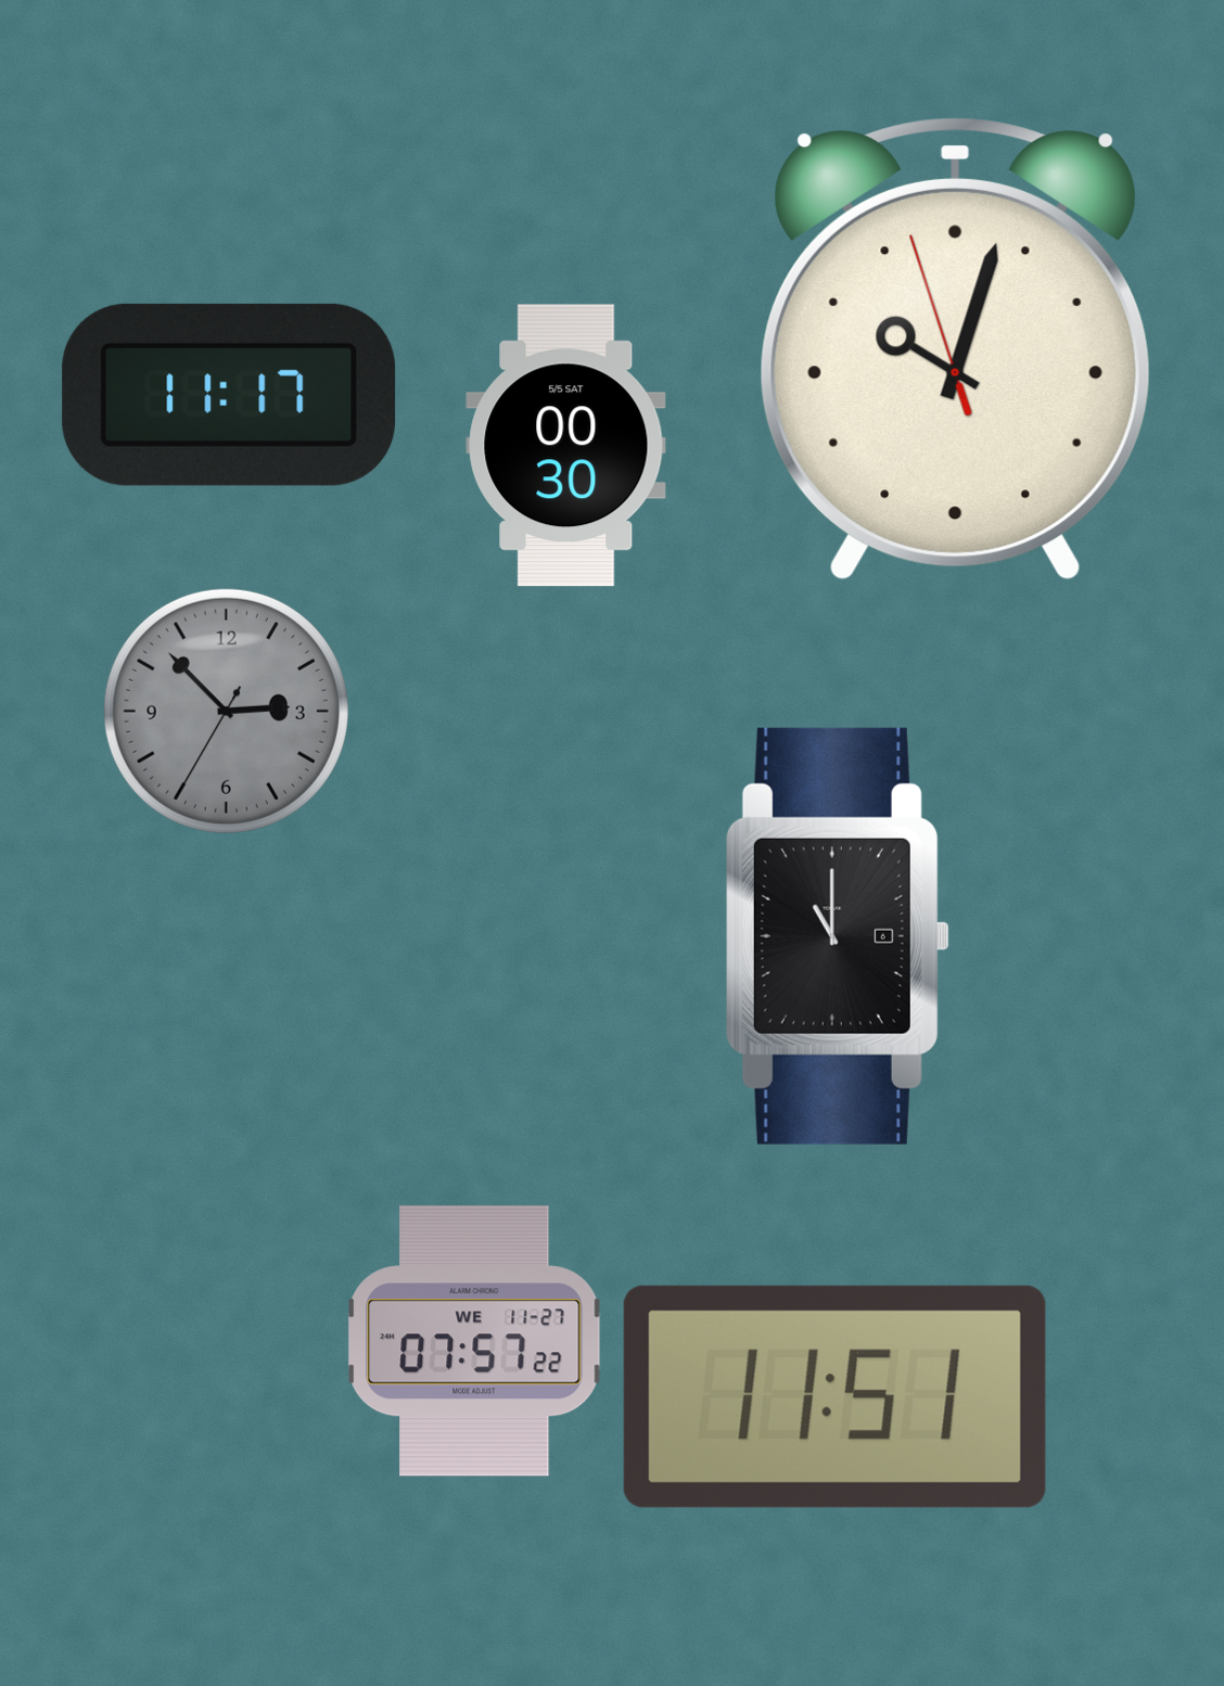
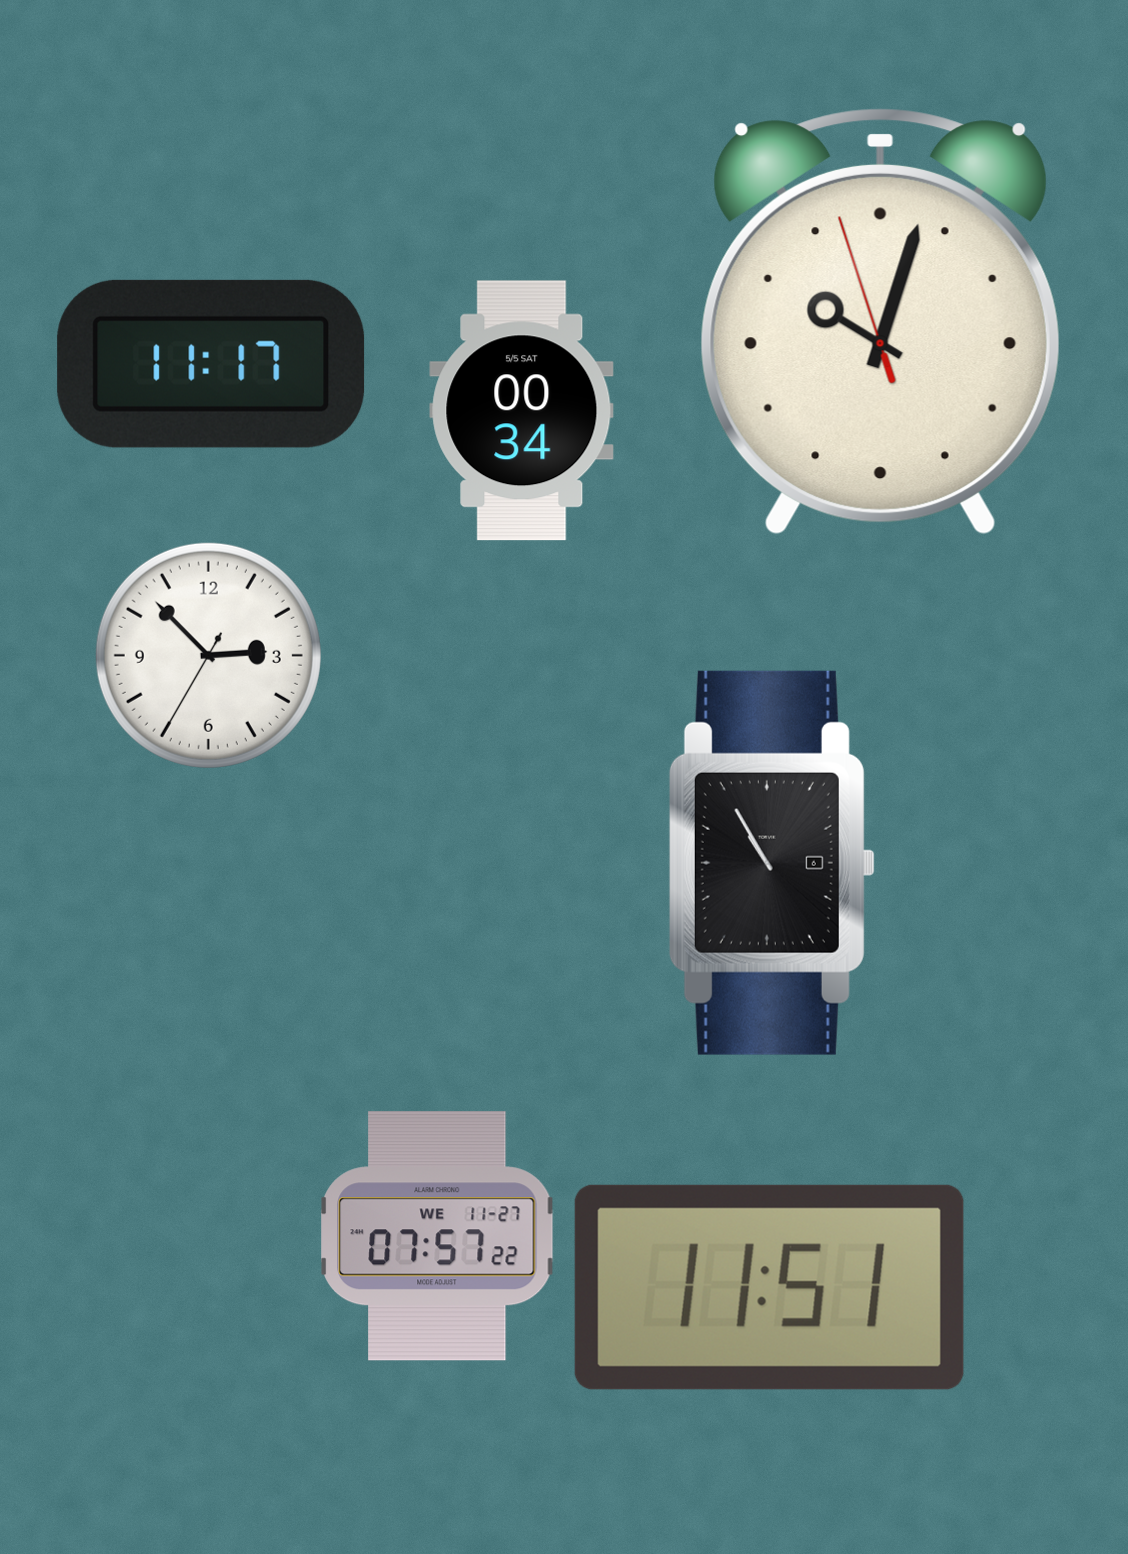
clock at (566, 446): 00:30 -> 00:34
clock at (226, 711) dial: grey -> white
clock at (838, 936): 11:00 -> 10:55
